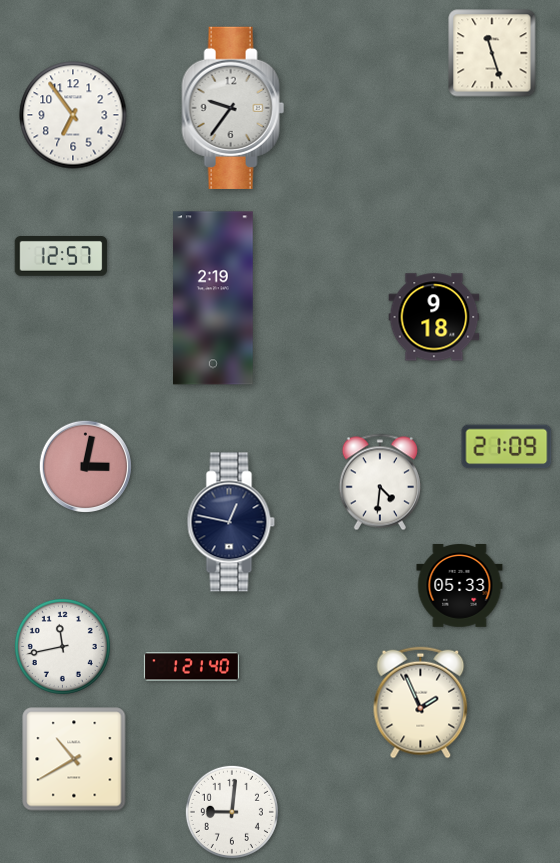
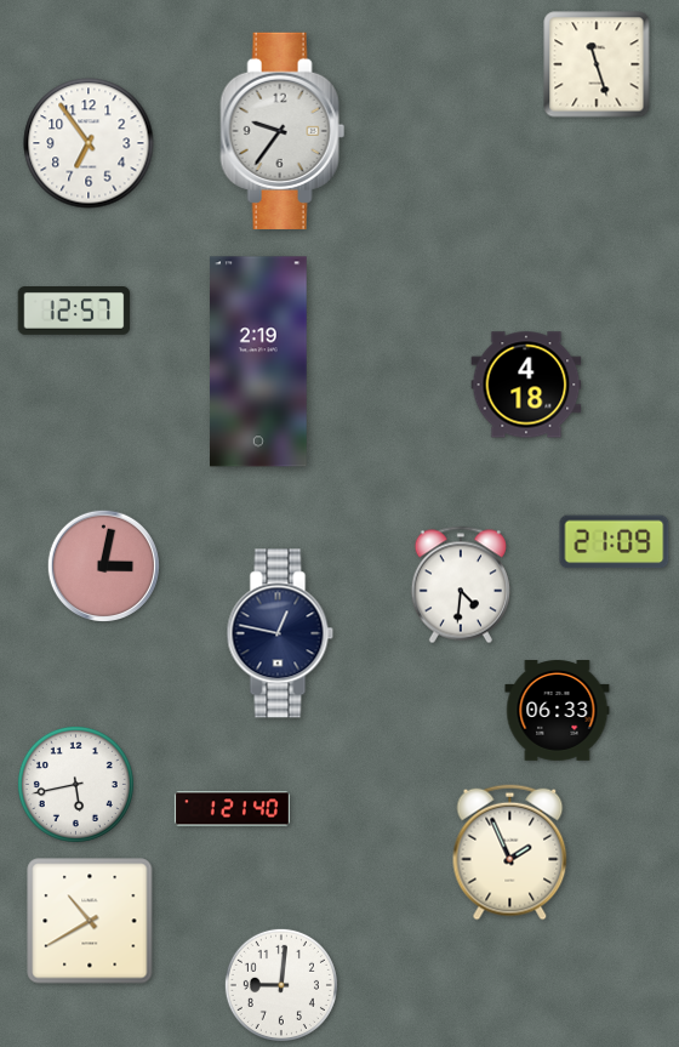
clock at (73, 115) position: (73, 115) -> (89, 143)
clock at (434, 317): 9:18 -> 4:18
clock at (460, 586): 05:33 -> 06:33
clock at (62, 646): 11:43 -> 5:43
